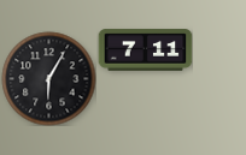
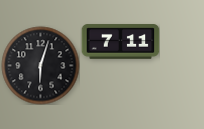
clock at (48, 78): 6:05 -> 6:03
